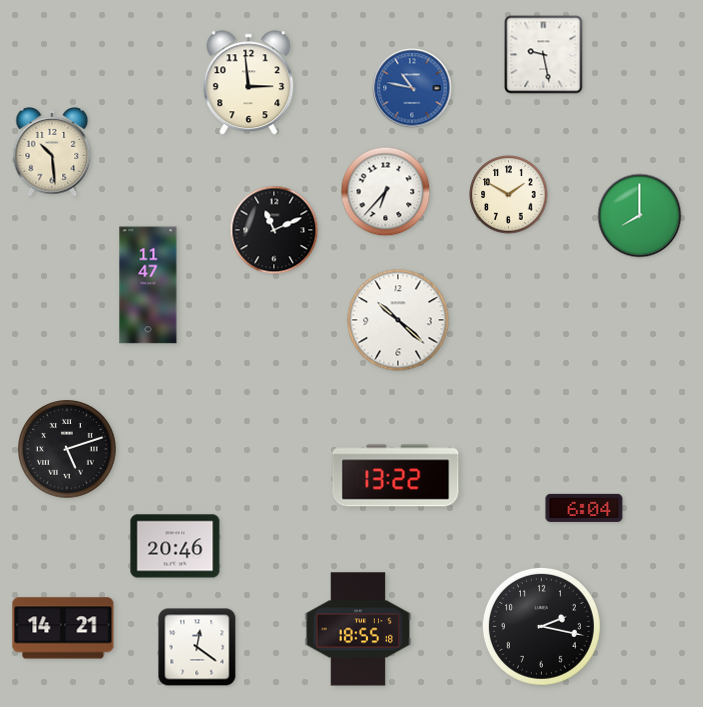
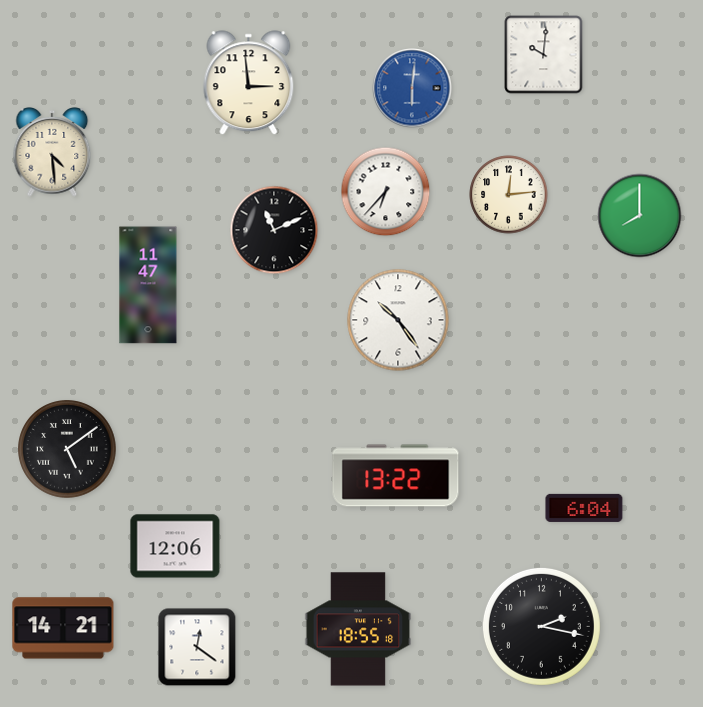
clock at (544, 55): 9:28 -> 10:01
clock at (412, 88): 10:47 -> 6:01
clock at (52, 152): 10:29 -> 4:29
clock at (509, 195): 1:50 -> 12:14
clock at (398, 320): 10:22 -> 10:24
clock at (67, 449): 5:12 -> 5:09
clock at (175, 546): 20:46 -> 12:06
